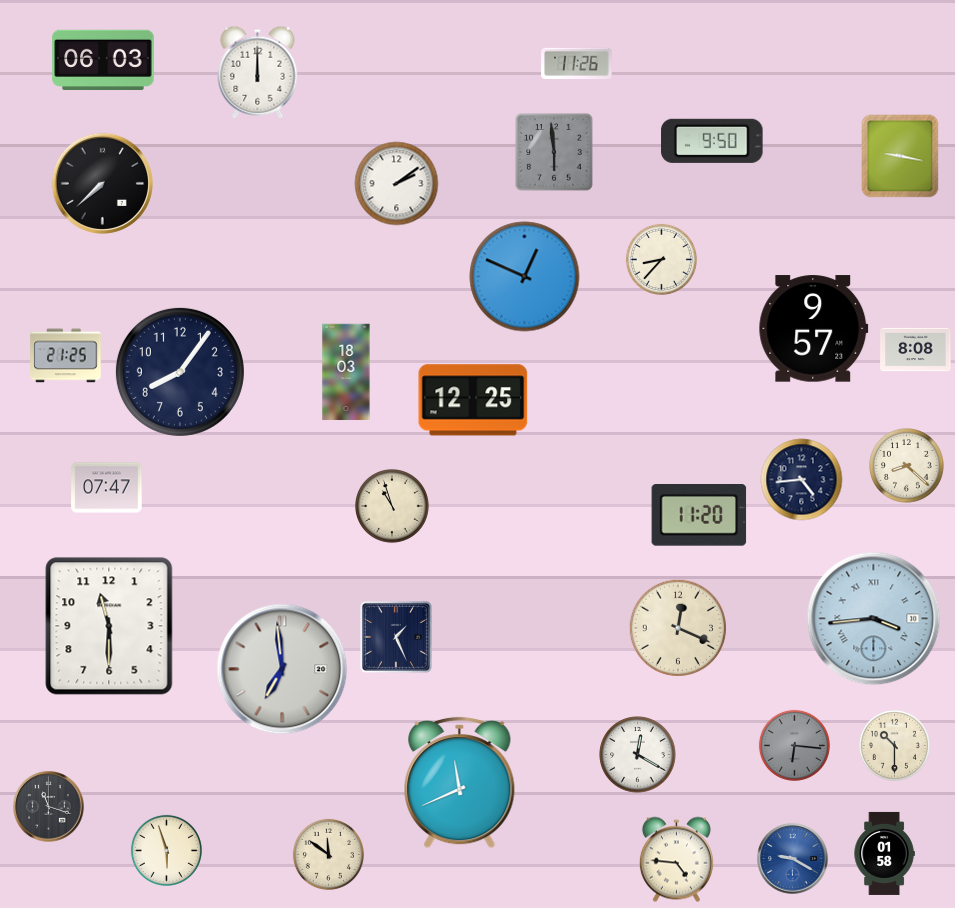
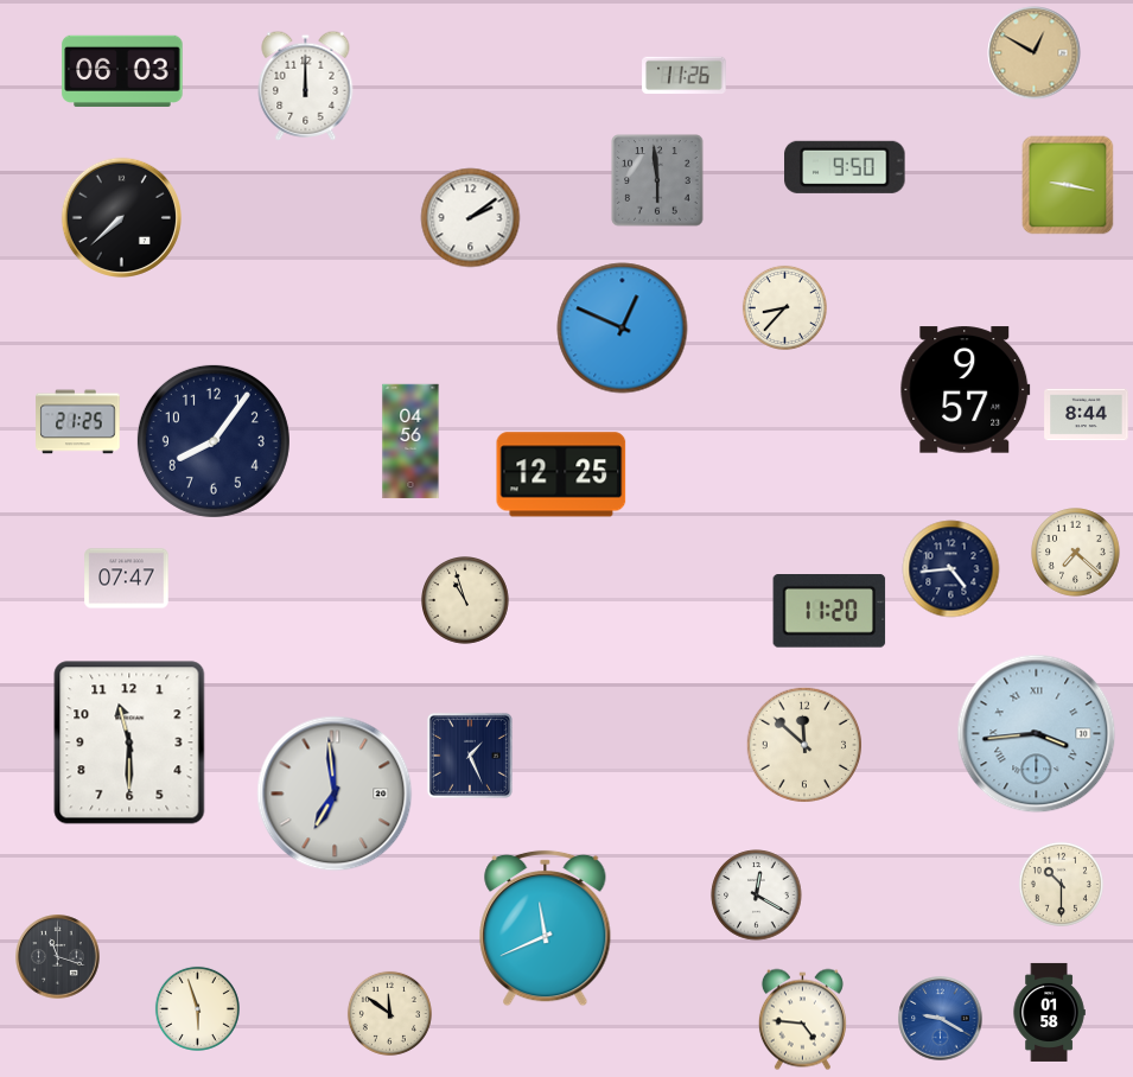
clock at (1035, 53): none -> 12:50
clock at (916, 350): 8:08 -> 8:44
clock at (346, 372): 18:03 -> 04:56
clock at (907, 466): 8:22 -> 7:22
clock at (678, 628): 12:19 -> 11:52
clock at (794, 745): 6:16 -> none
